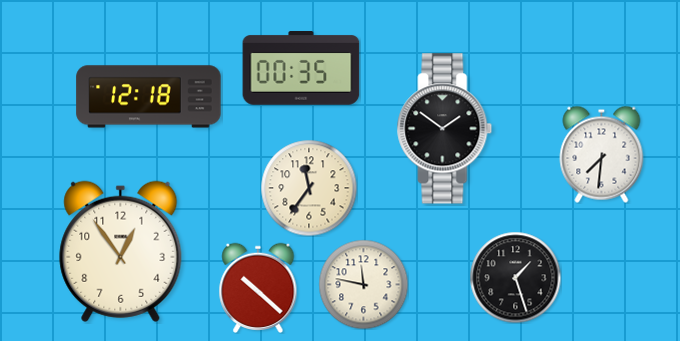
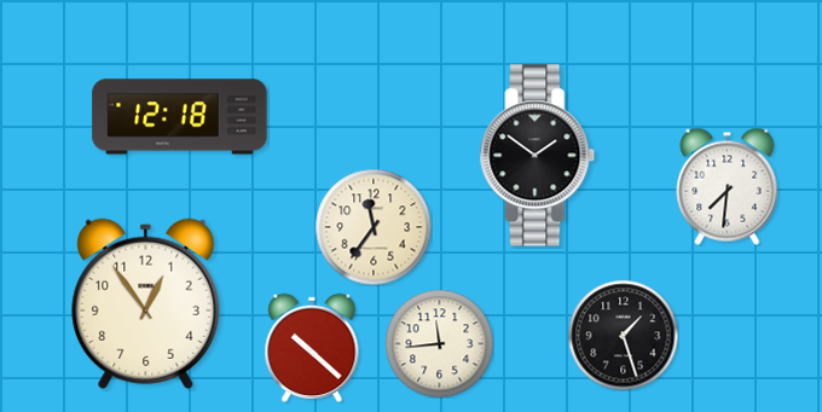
clock at (301, 69): 00:35 -> none
clock at (363, 284): 11:47 -> 11:44
